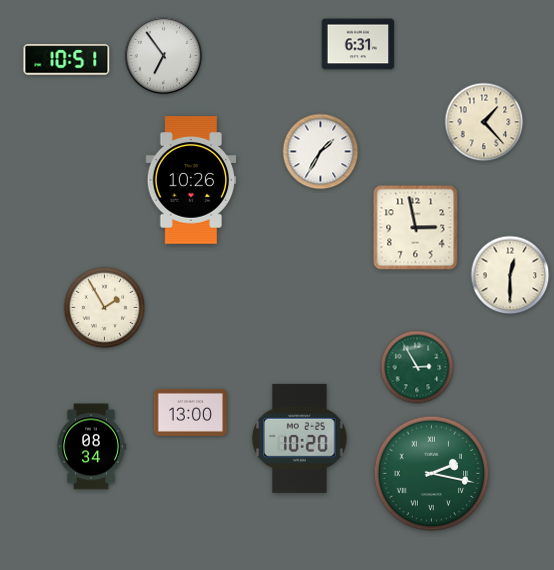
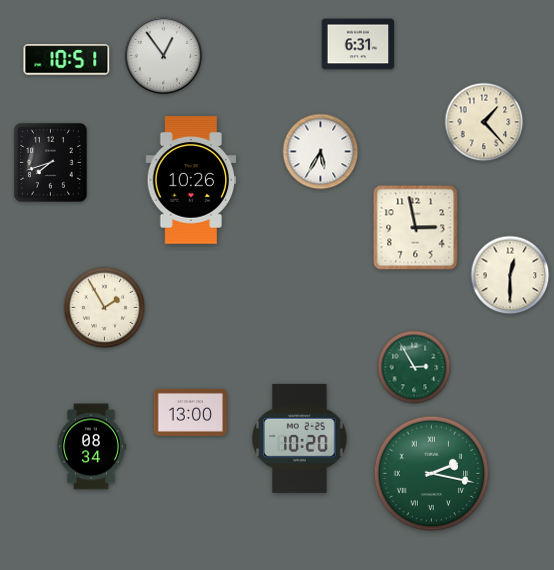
clock at (164, 56): 6:54 -> 12:54
clock at (321, 152): 1:35 -> 5:35
clock at (51, 163): none -> 7:42
clock at (417, 367) position: (417, 367) -> (414, 367)
